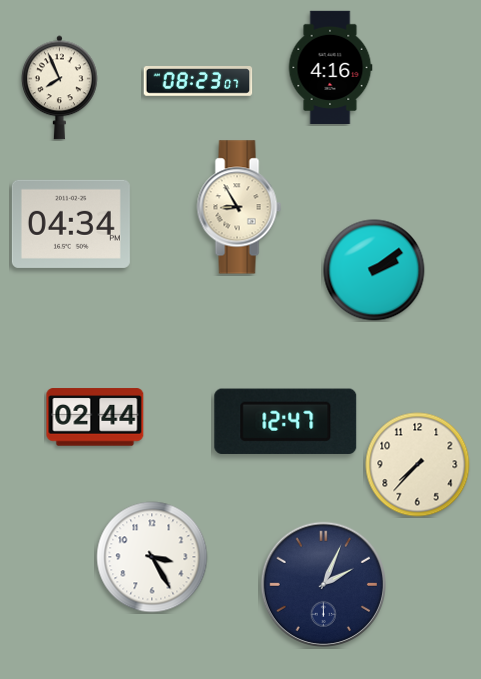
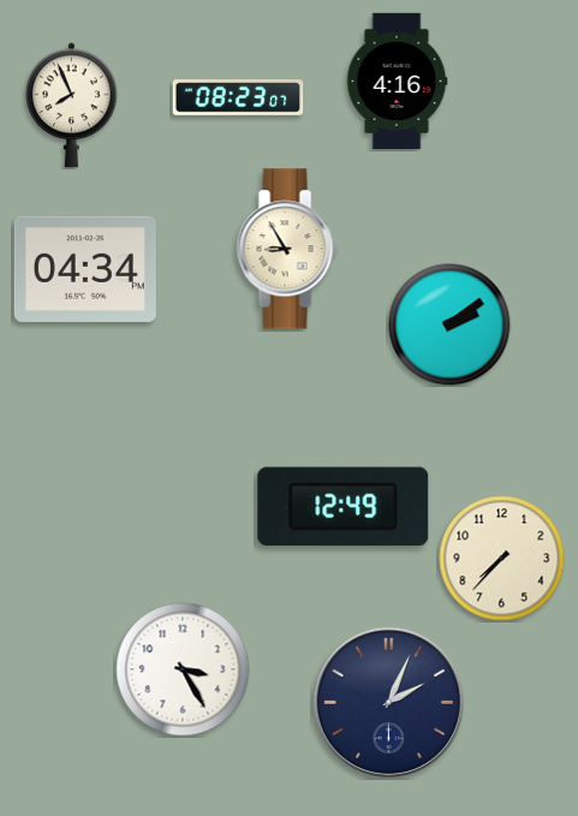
clock at (95, 417): 02:44 -> none
clock at (286, 421): 12:47 -> 12:49
